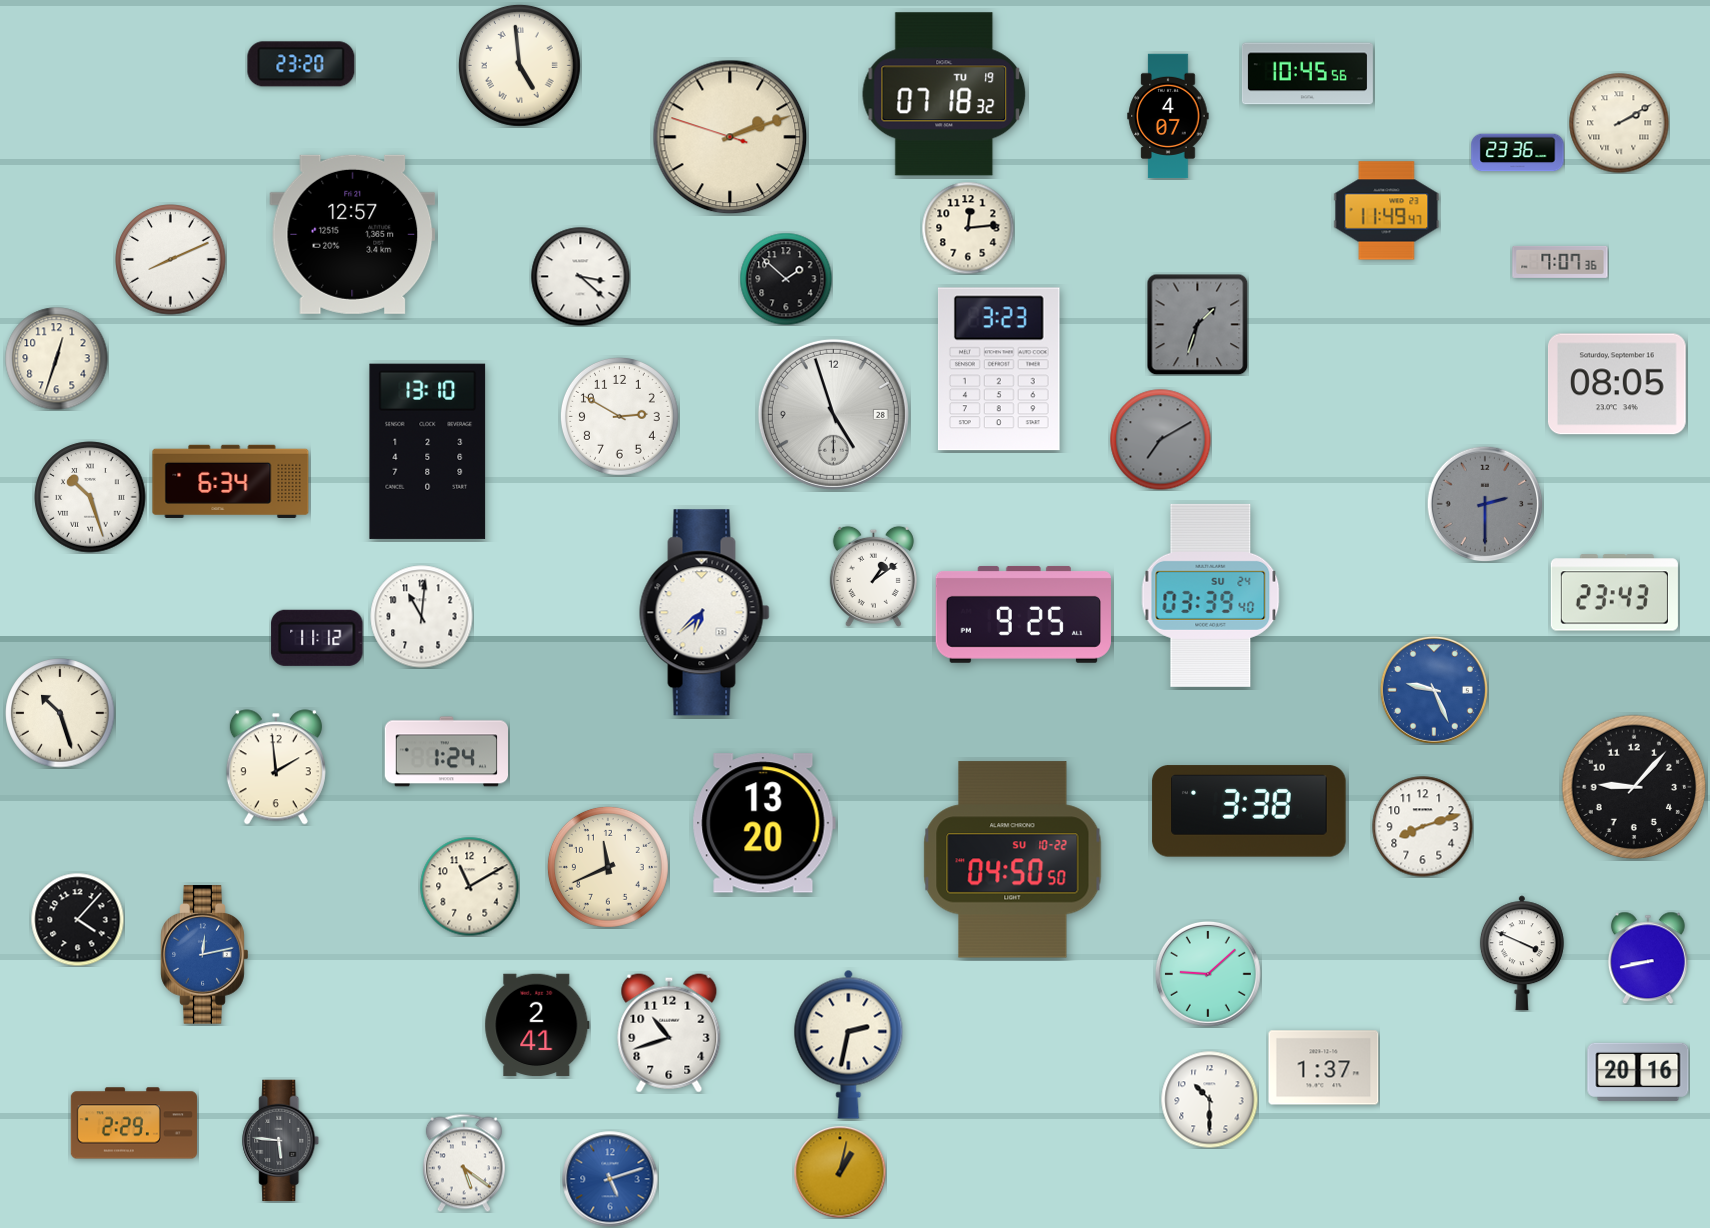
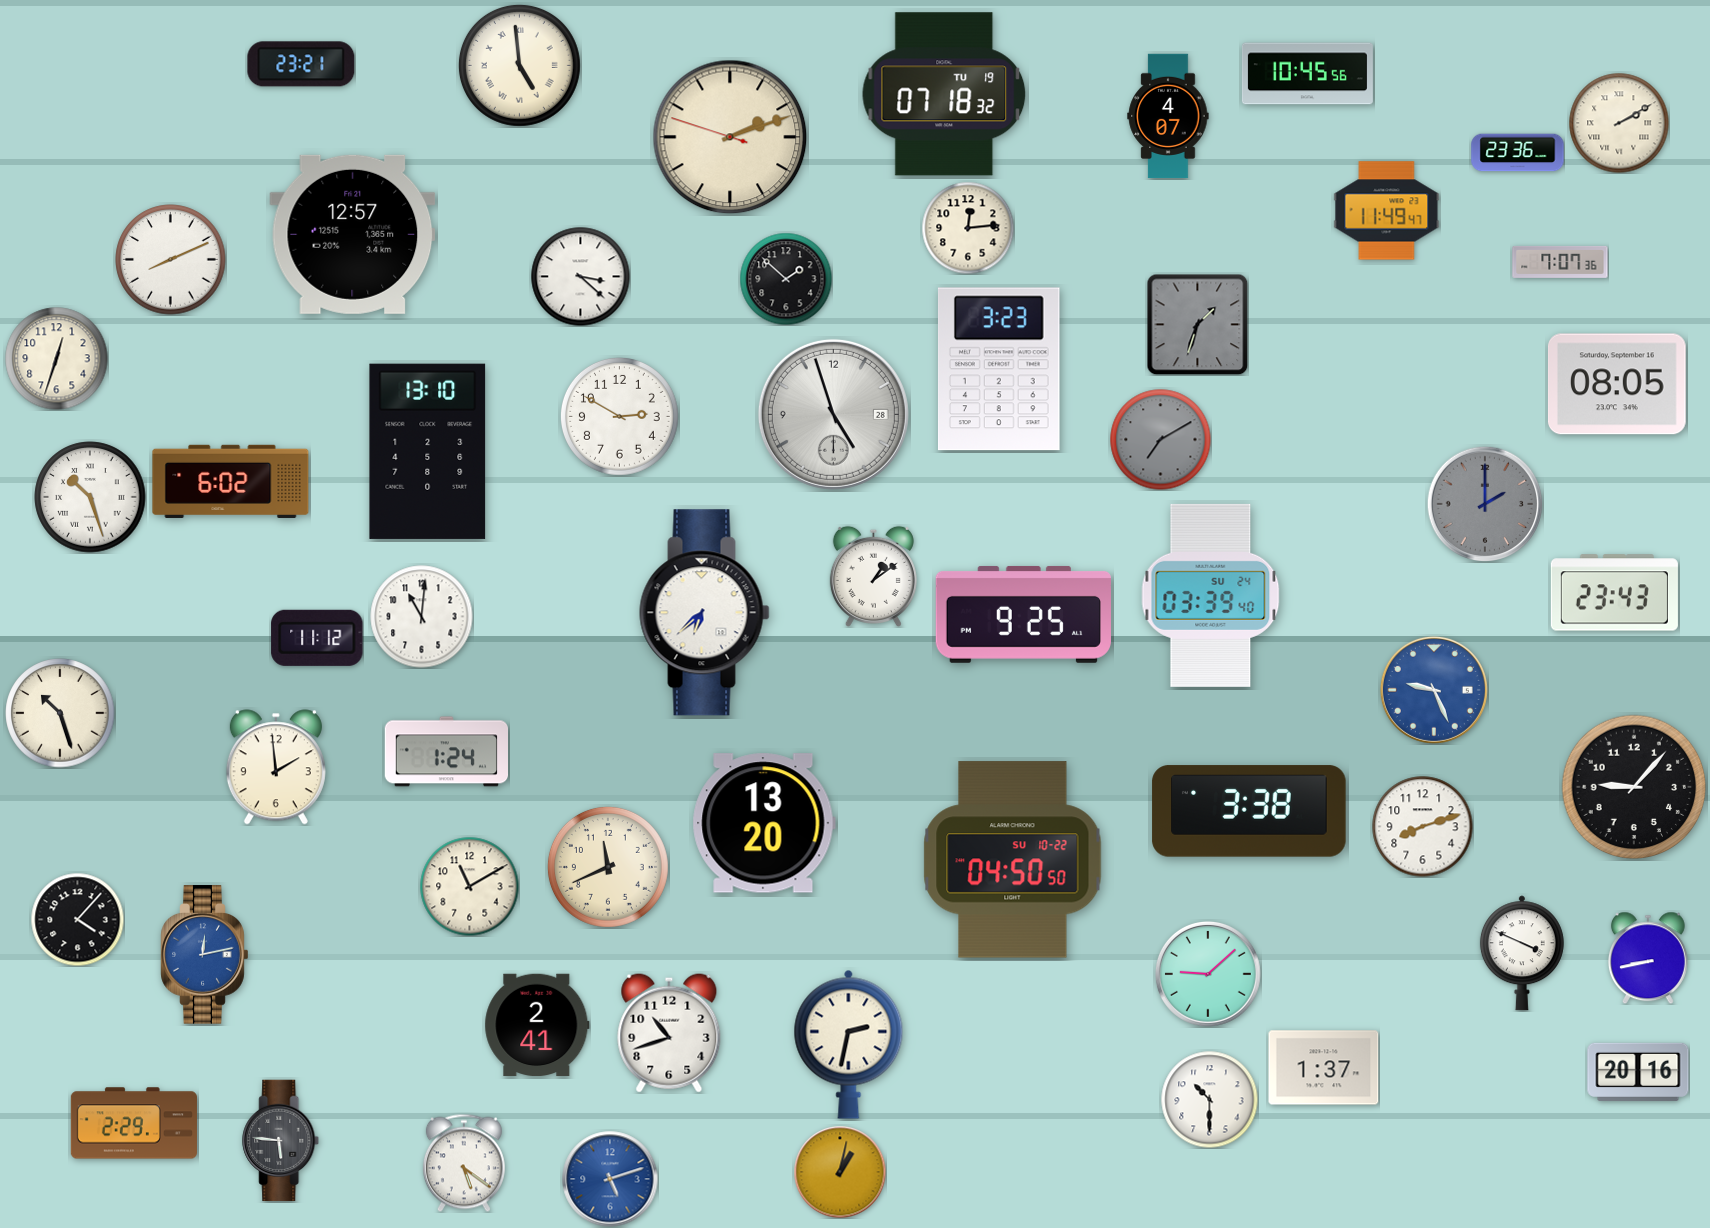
clock at (301, 64): 23:20 -> 23:21
clock at (231, 481): 6:34 -> 6:02
clock at (1485, 504): 2:30 -> 2:00
